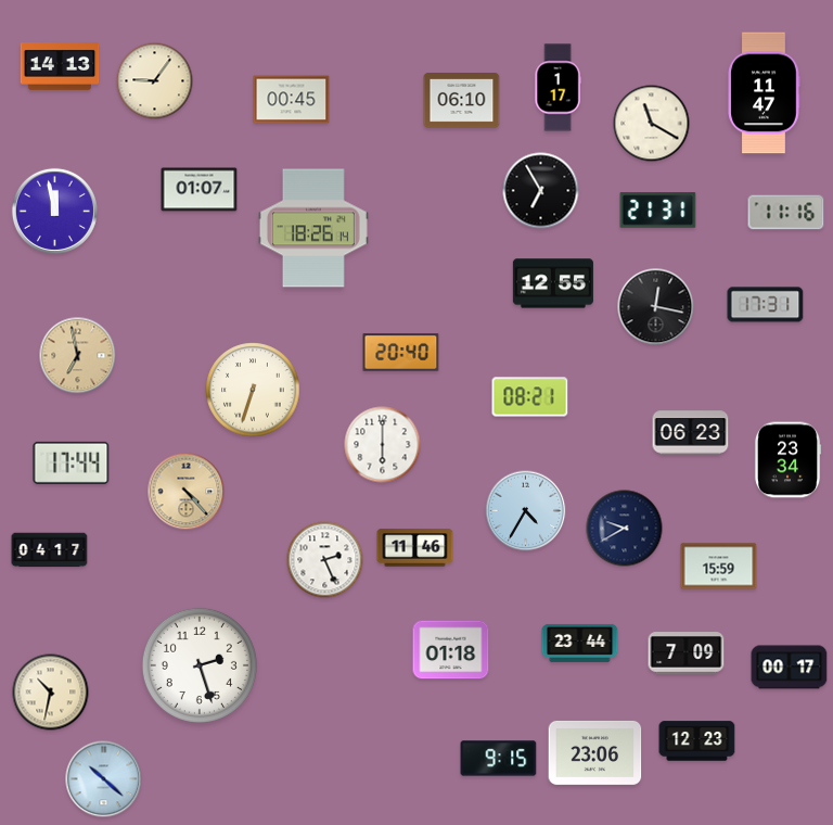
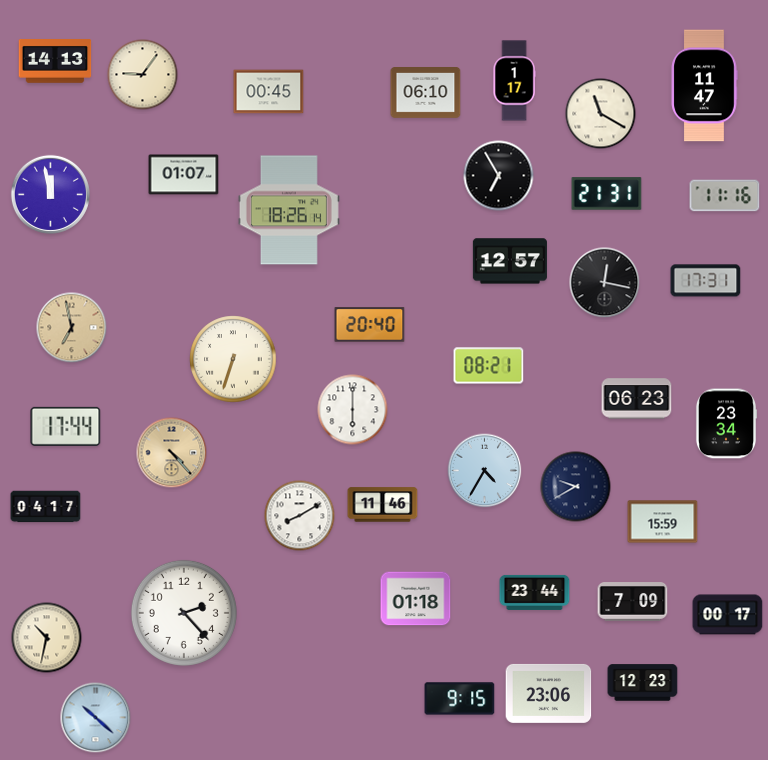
clock at (553, 283): 12:55 -> 12:57
clock at (325, 560): 2:26 -> 8:10
clock at (200, 665): 2:27 -> 2:23
